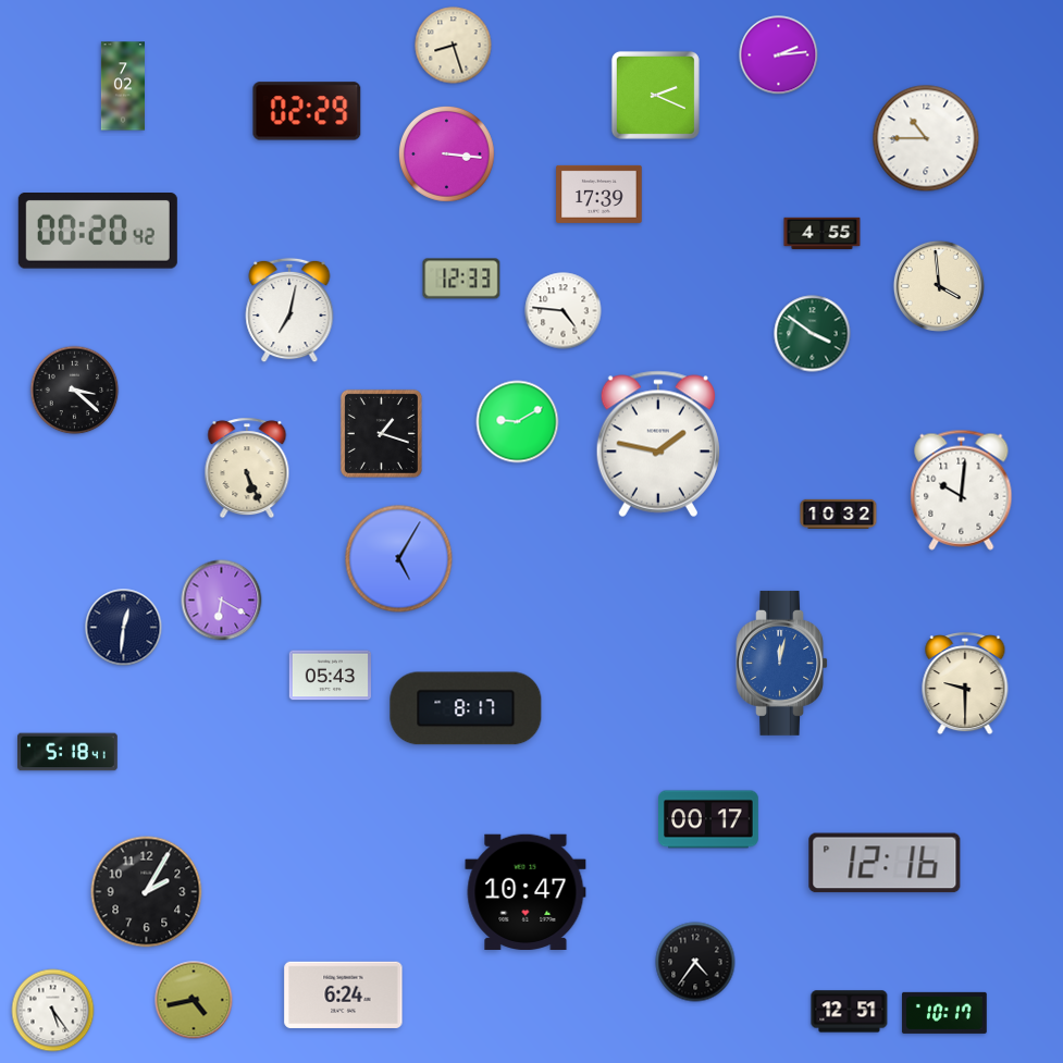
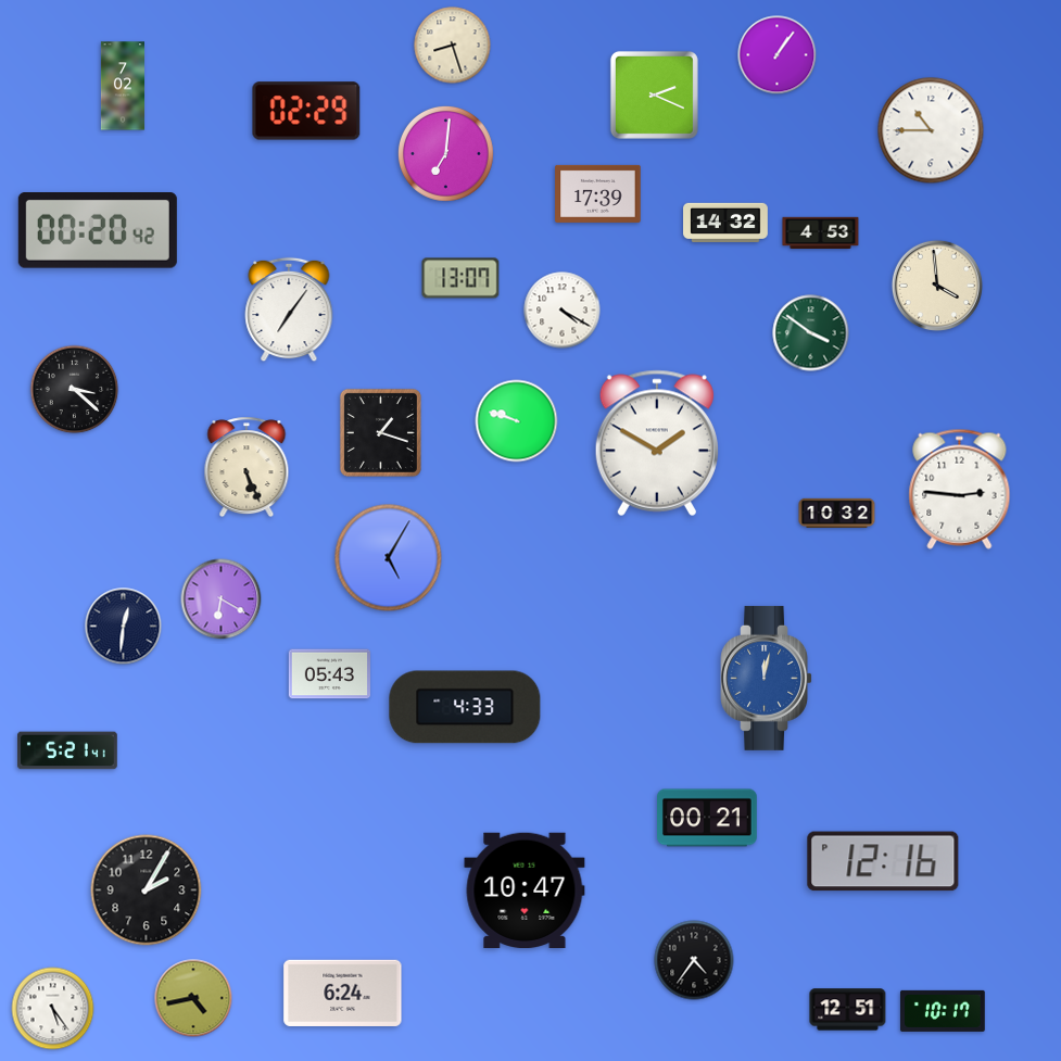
clock at (779, 55): 2:14 -> 1:06
clock at (926, 138) position: (926, 138) -> (931, 130)
clock at (446, 153): 3:16 -> 7:01
clock at (725, 222): none -> 14:32
clock at (823, 234): 4:55 -> 4:53
clock at (461, 279): 12:33 -> 13:07
clock at (289, 310): 7:02 -> 7:06
clock at (564, 311): 4:46 -> 4:20
clock at (518, 422): 9:10 -> 9:48
clock at (658, 444): 1:47 -> 1:50
clock at (962, 490): 10:01 -> 2:46
clock at (399, 559) position: (399, 559) -> (389, 558)
clock at (782, 663) position: (782, 663) -> (767, 678)
clock at (965, 684): 9:30 -> none
clock at (466, 708): 8:17 -> 4:33
clock at (69, 752): 5:18 -> 5:21
clock at (709, 819): 00:17 -> 00:21
